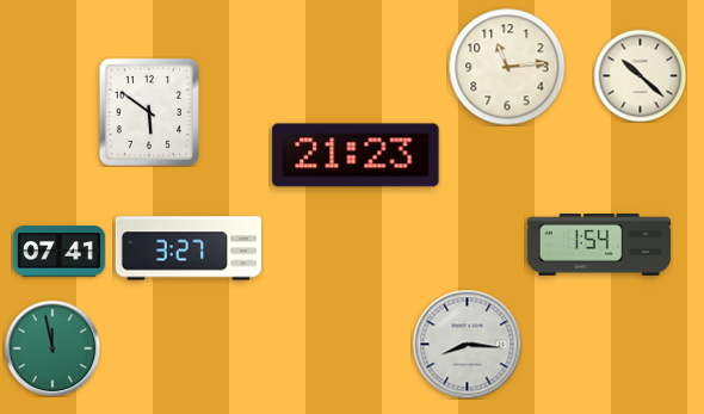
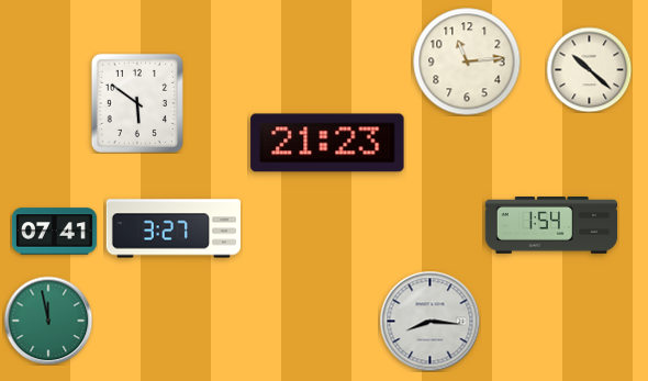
clock at (467, 344) position: (467, 344) -> (429, 321)
